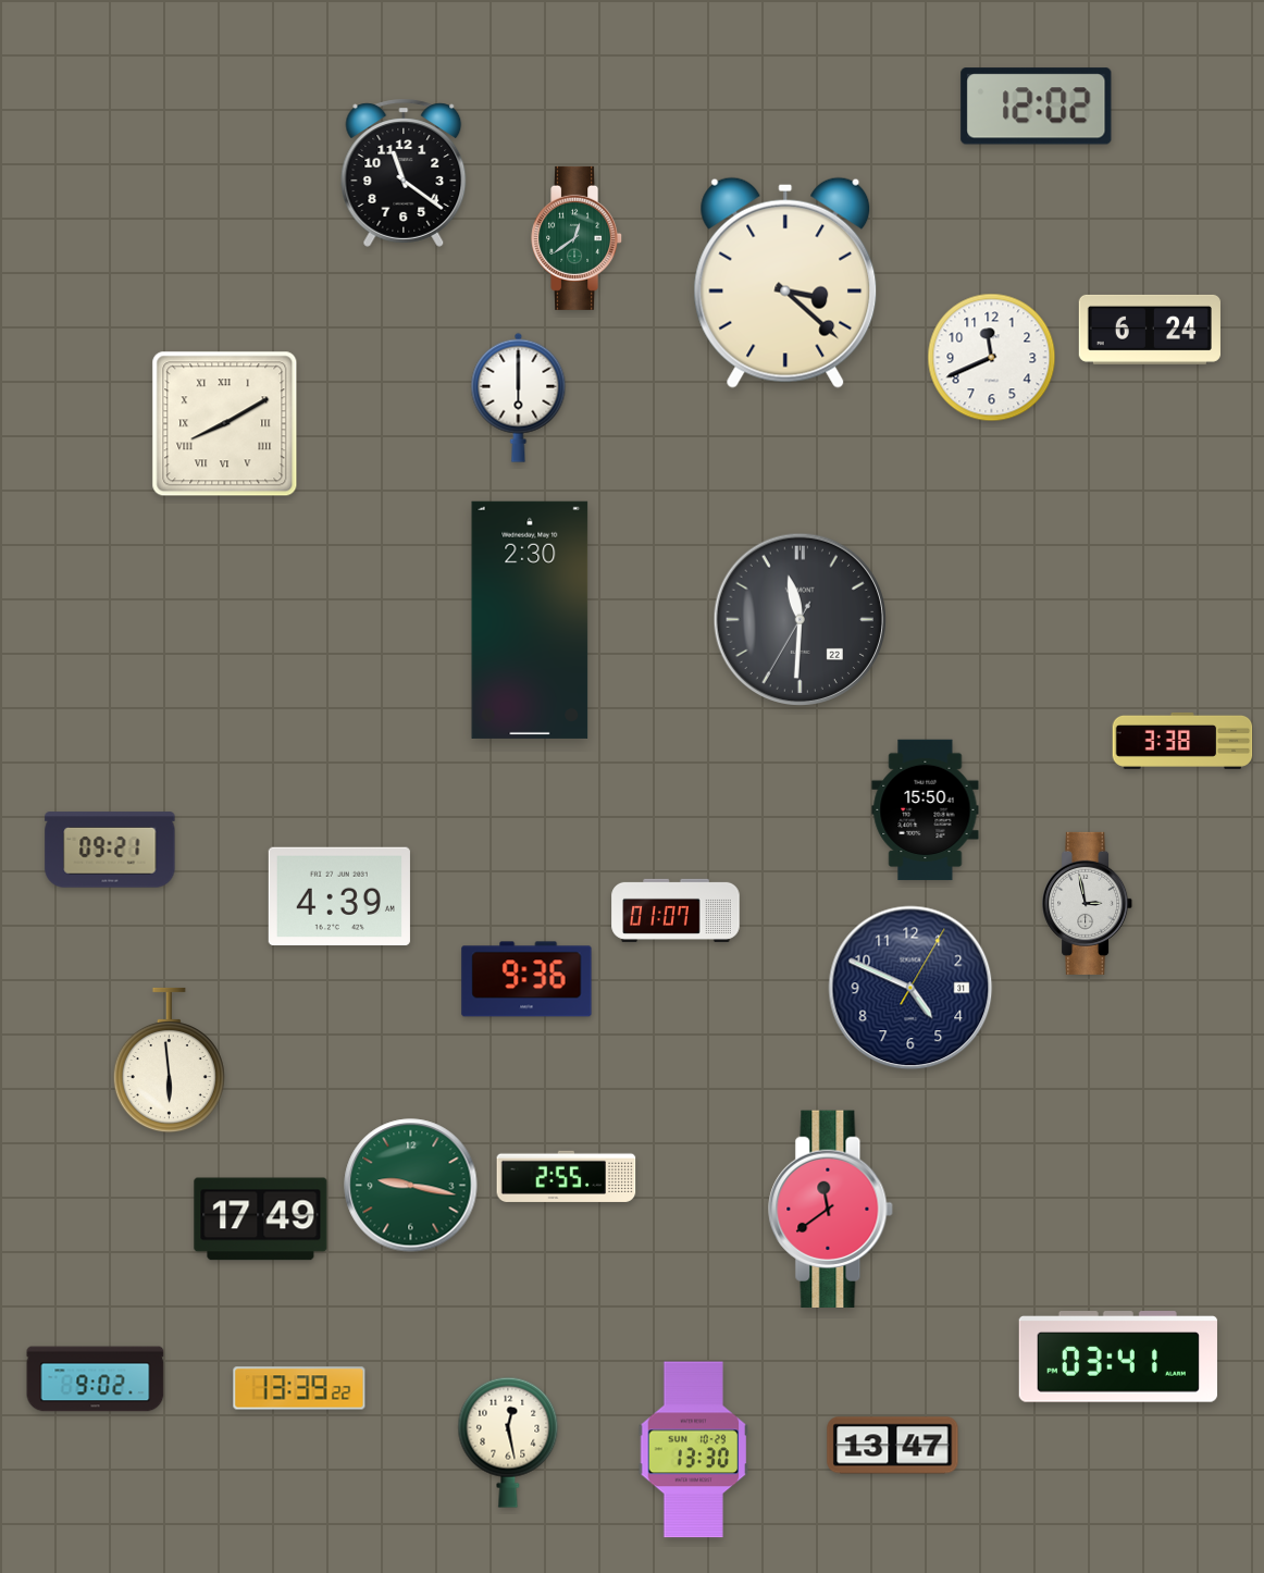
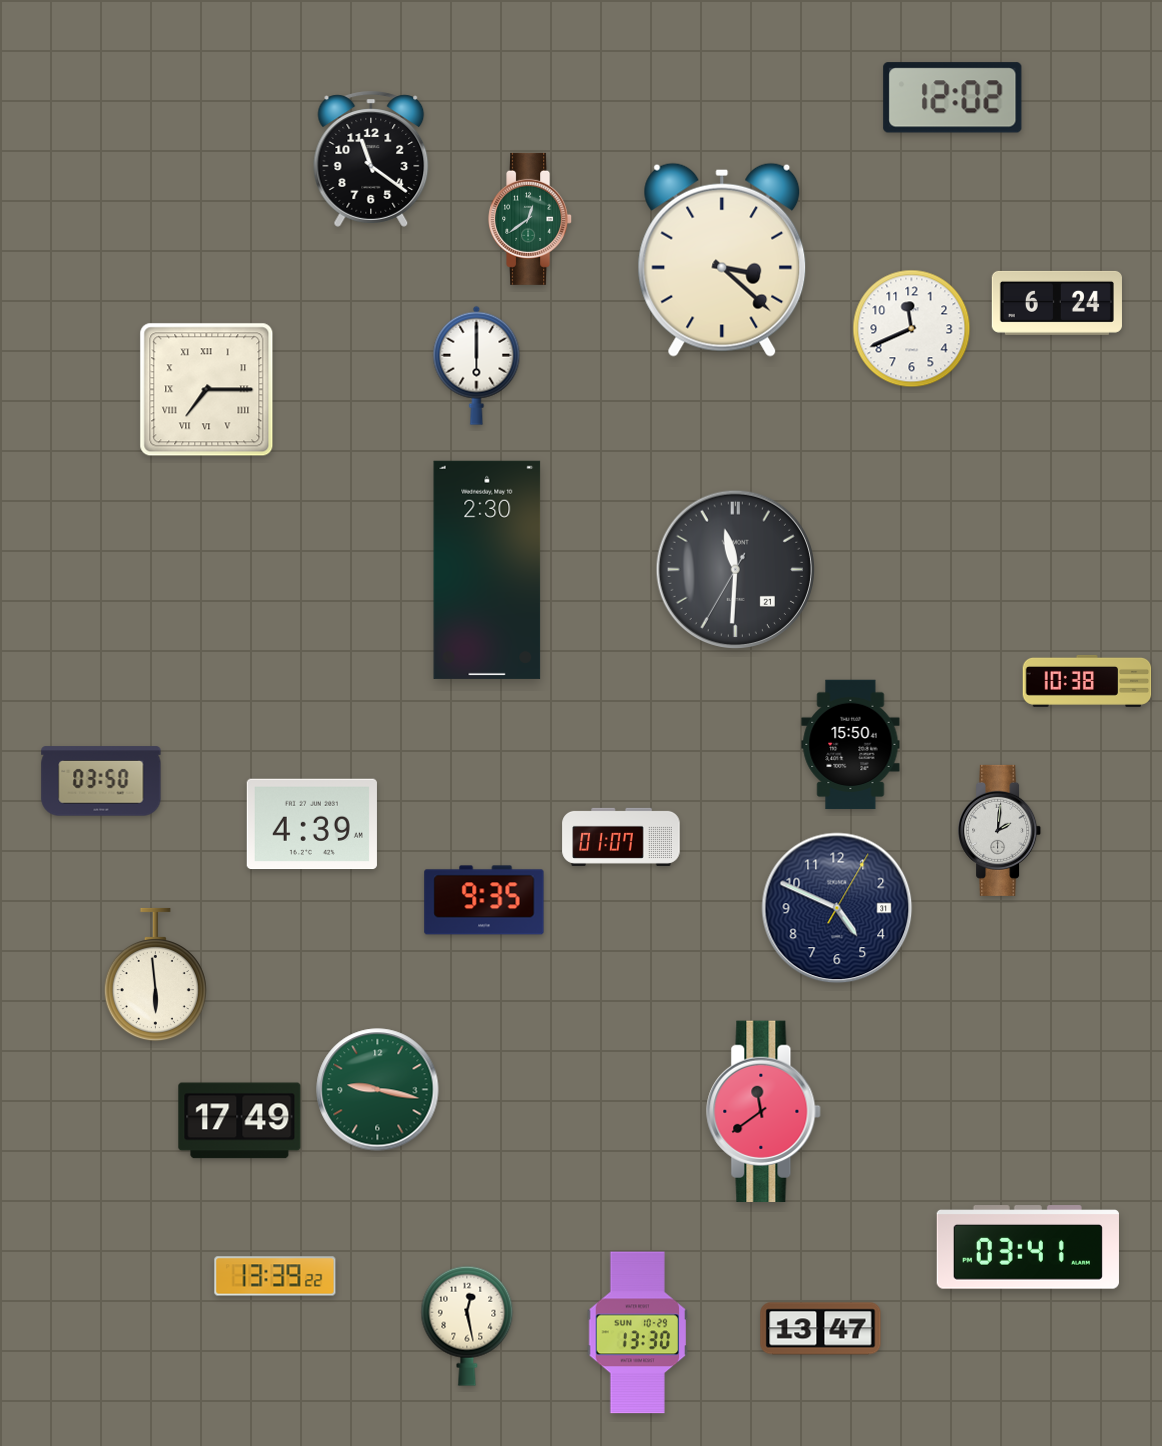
clock at (225, 424): 8:10 -> 7:15
clock at (801, 620) date: 22 -> 21
clock at (1182, 741): 3:38 -> 10:38
clock at (110, 850): 09:21 -> 03:50
clock at (1088, 903): 2:58 -> 2:01
clock at (526, 979): 9:36 -> 9:35
clock at (567, 1176): 2:55 -> none
clock at (96, 1379): 9:02 -> none
